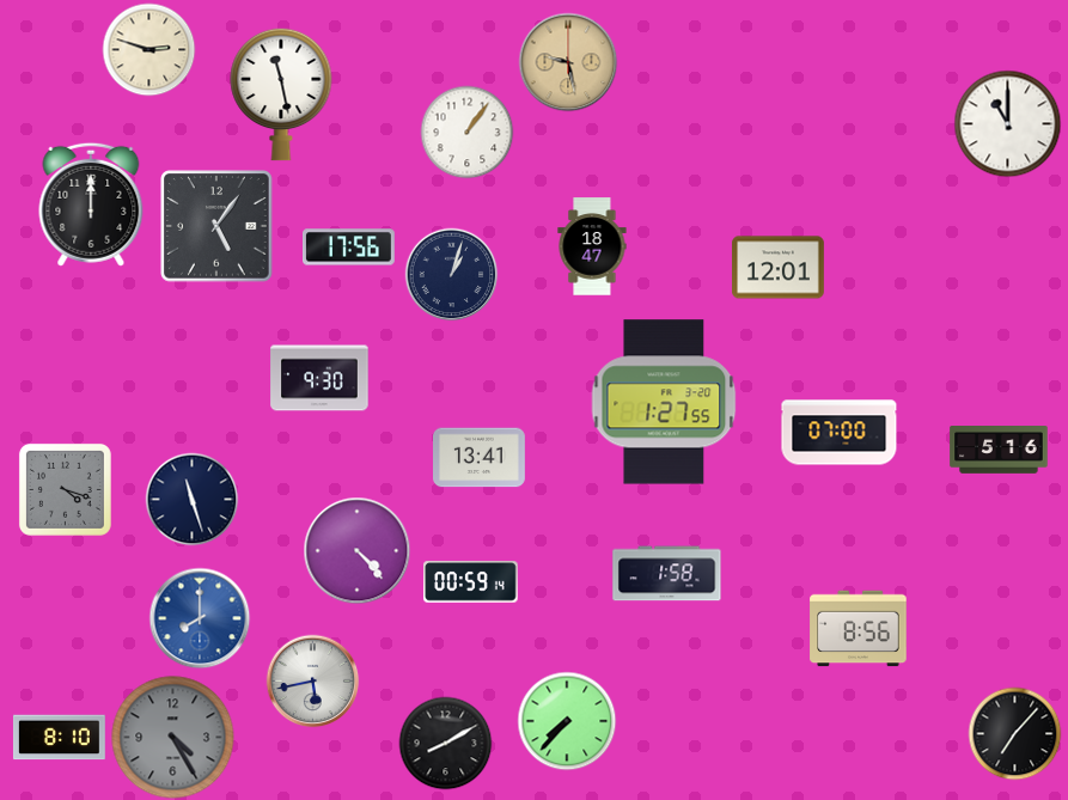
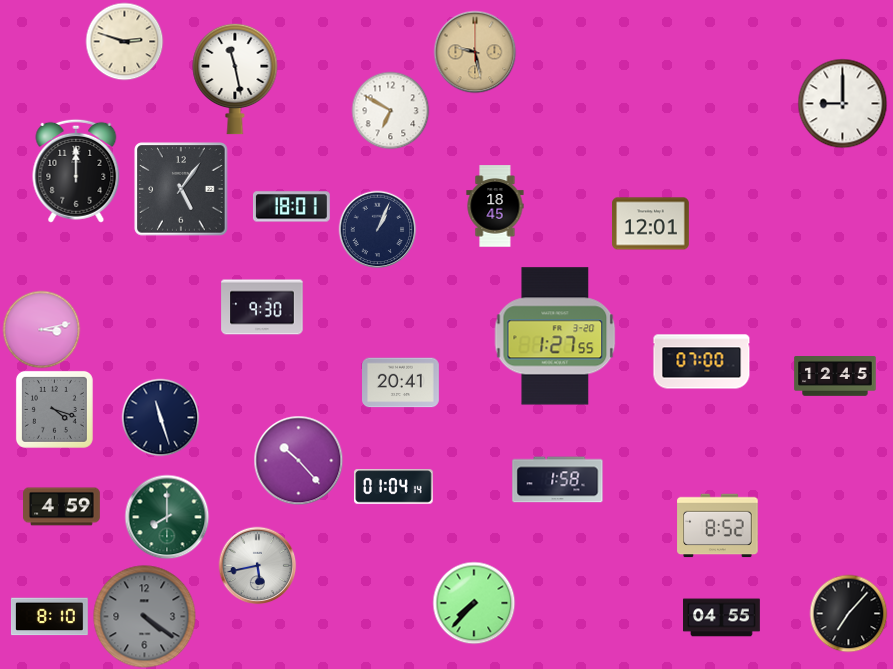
clock at (1007, 123): 11:00 -> 9:00
clock at (466, 132): 1:06 -> 6:50
clock at (592, 246): 18:47 -> 18:45
clock at (349, 248): 17:56 -> 18:01
clock at (451, 274): 1:03 -> 1:04
clock at (319, 378) position: (319, 378) -> (262, 307)
clock at (41, 329): none -> 3:13
clock at (999, 451): 5:16 -> 12:45
clock at (480, 458): 13:41 -> 20:41
clock at (356, 550): 4:23 -> 10:23
clock at (471, 582): 00:59 -> 01:04
clock at (62, 507): none -> 4:59
clock at (200, 618) dial: blue -> green
clock at (859, 629): 8:56 -> 8:52
clock at (312, 680) position: (312, 680) -> (257, 565)
clock at (173, 738): 4:25 -> 4:21
clock at (722, 618): none -> 04:55
clock at (445, 743): 8:10 -> none
